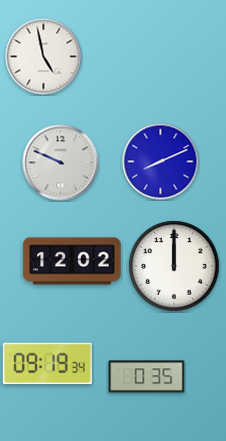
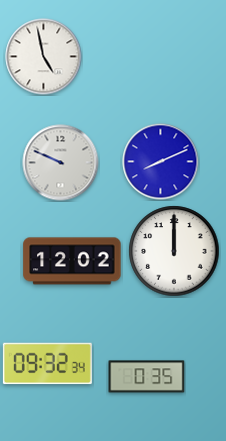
clock at (174, 266) position: (174, 266) -> (174, 251)
clock at (47, 364): 09:19 -> 09:32
